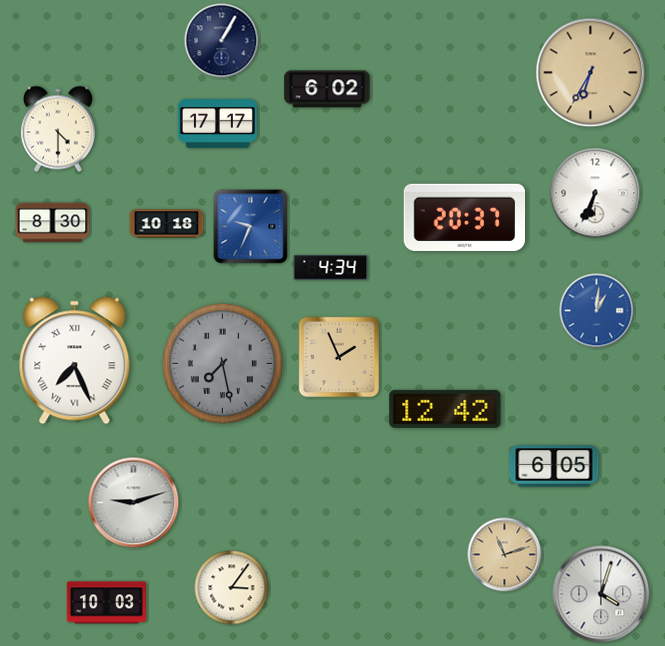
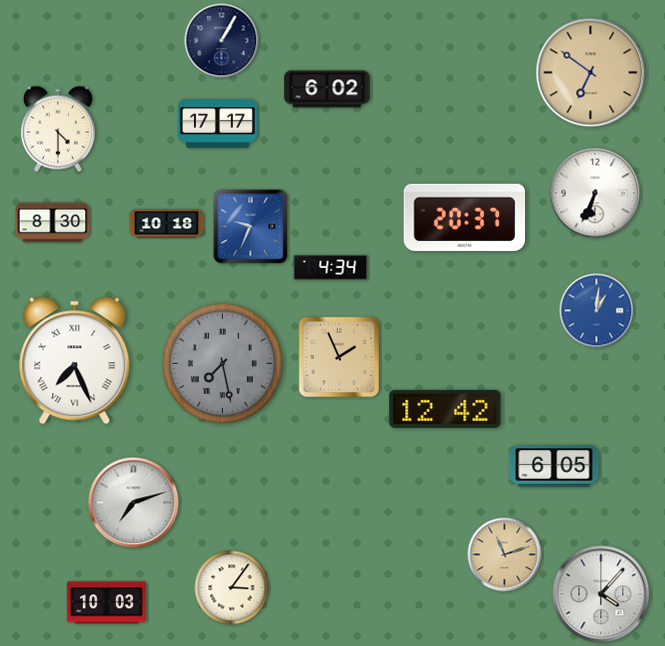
clock at (591, 73): 6:35 -> 6:51
clock at (134, 503): 9:12 -> 7:12
clock at (601, 594): 4:03 -> 4:07
